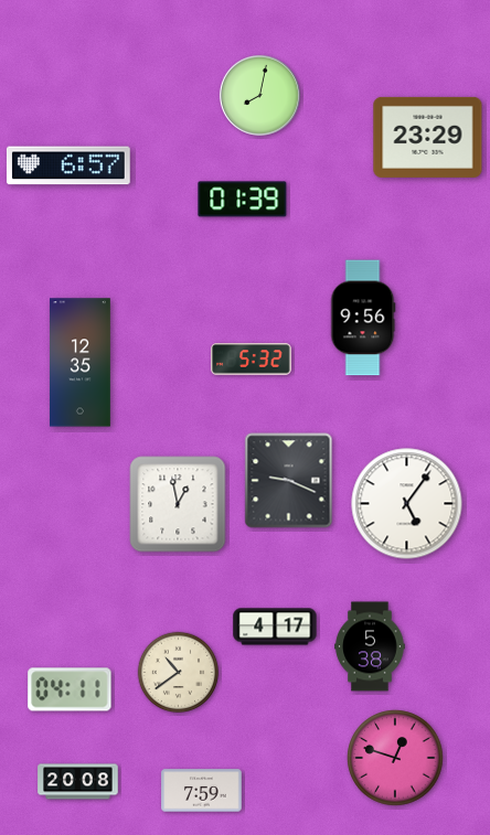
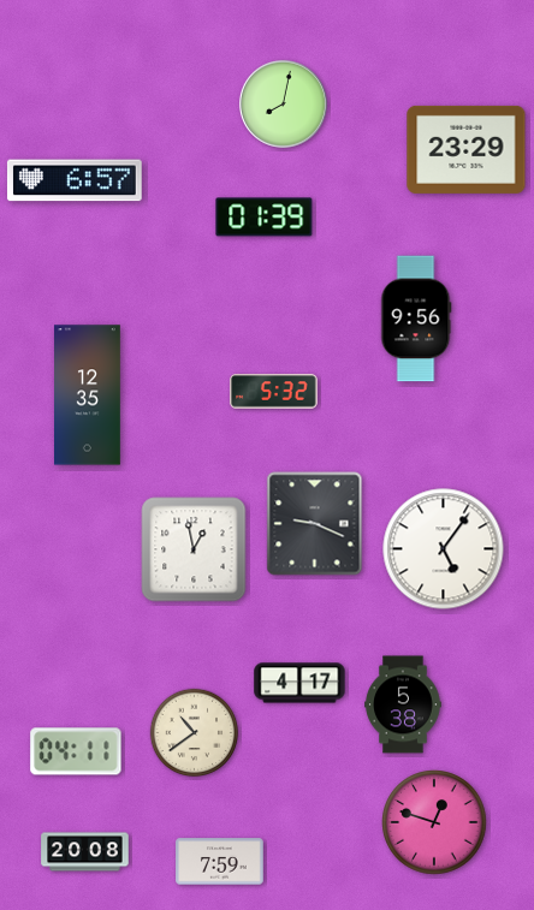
clock at (363, 318) position: (363, 318) -> (416, 319)
clock at (395, 758) position: (395, 758) -> (434, 822)
